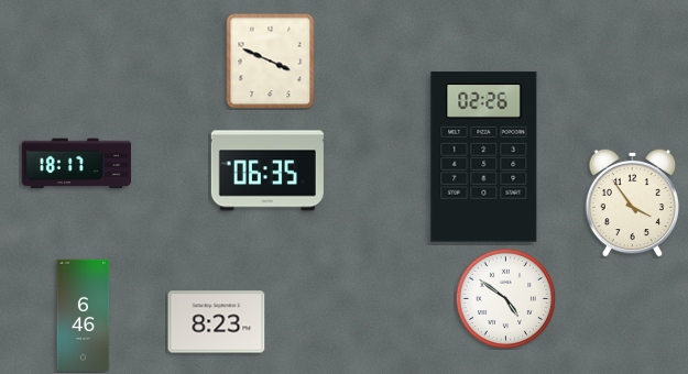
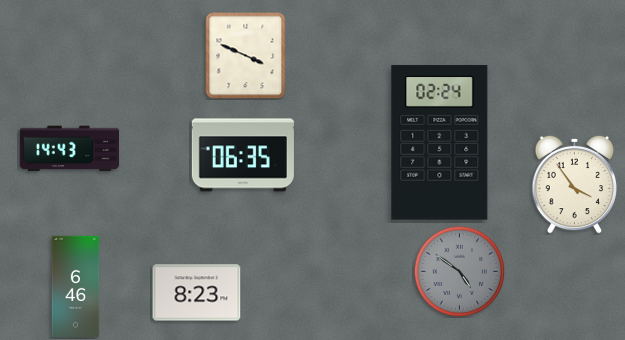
clock at (484, 157): 02:26 -> 02:24
clock at (76, 164): 18:17 -> 14:43
clock at (505, 298) dial: white -> grey
